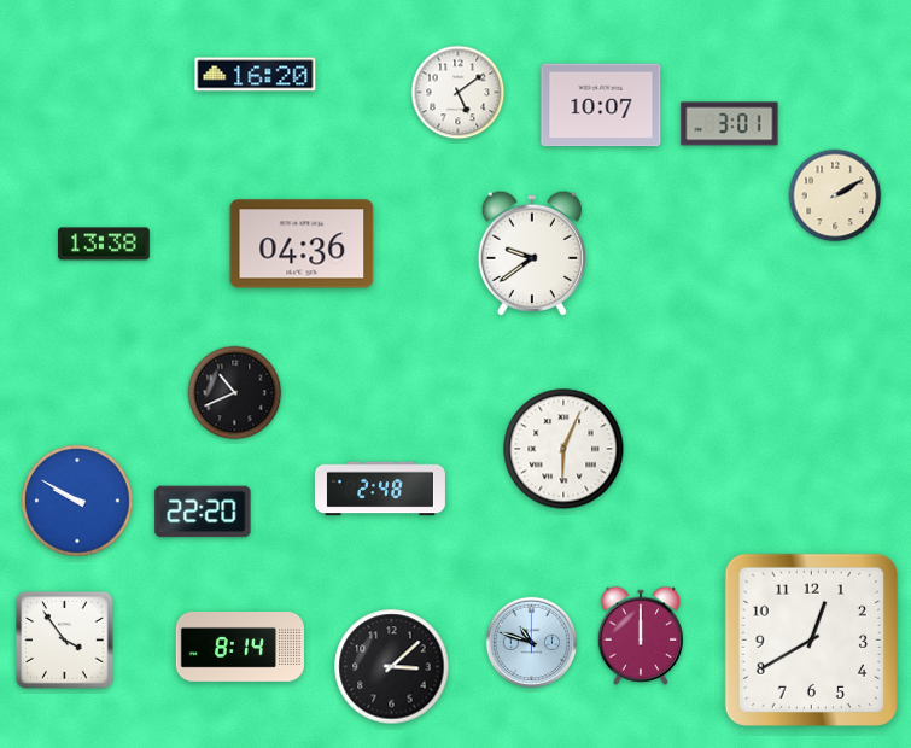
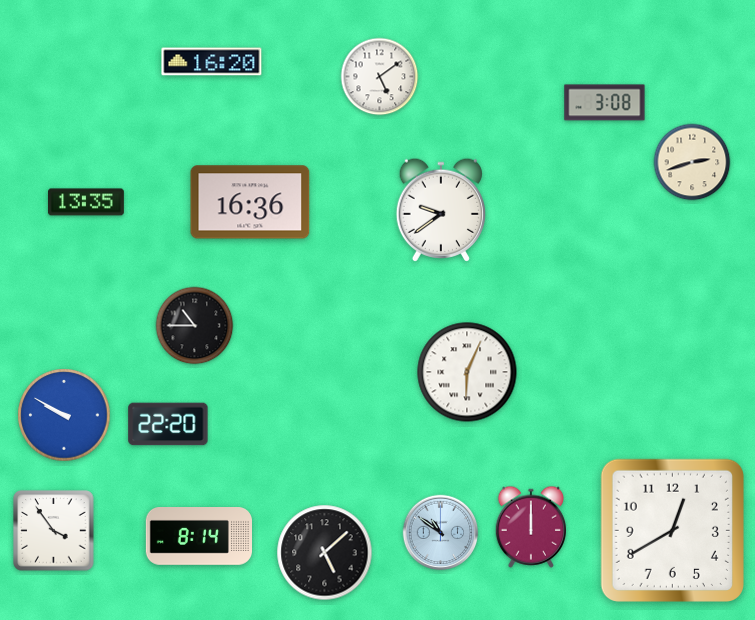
clock at (601, 105): 10:07 -> none
clock at (730, 124): 3:01 -> 3:08
clock at (835, 195): 2:10 -> 2:42
clock at (105, 244): 13:38 -> 13:35
clock at (302, 244): 04:36 -> 16:36
clock at (235, 393): 10:41 -> 10:45
clock at (380, 489): 2:48 -> none
clock at (532, 643): 10:48 -> 10:51
clock at (392, 667): 3:08 -> 5:08
